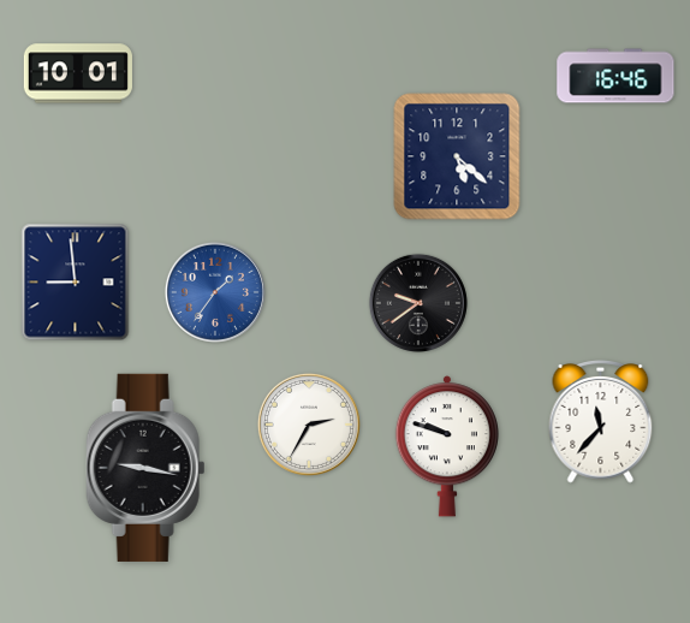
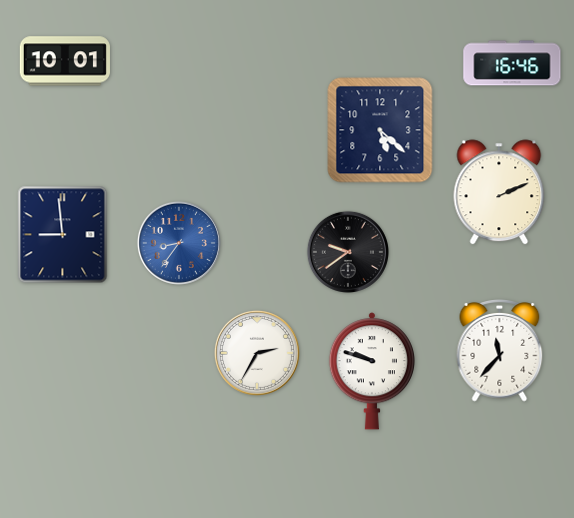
clock at (499, 192): none -> 2:11
clock at (215, 292): 1:36 -> 8:36
clock at (145, 468): 9:17 -> none
